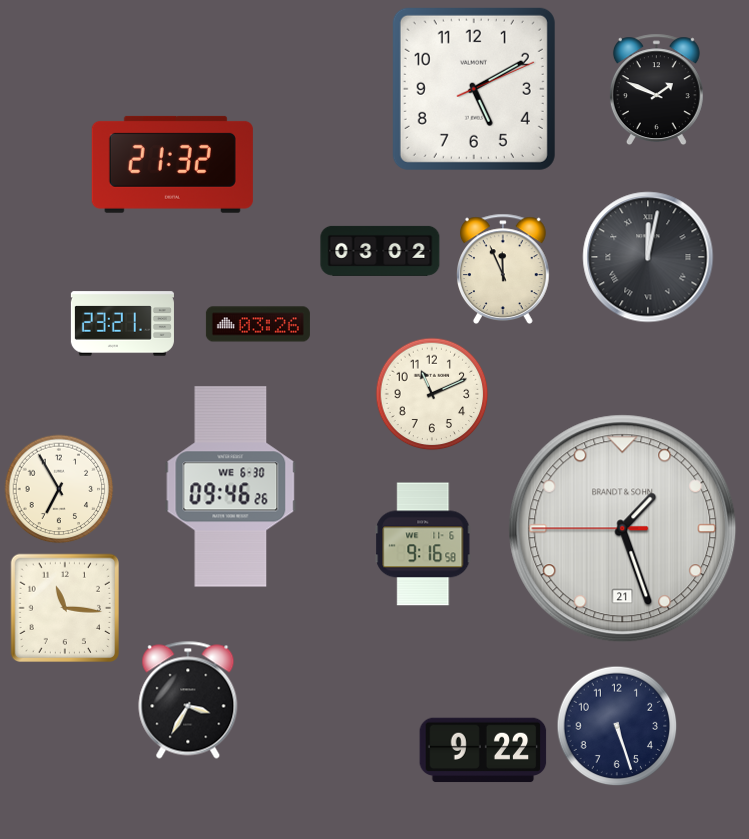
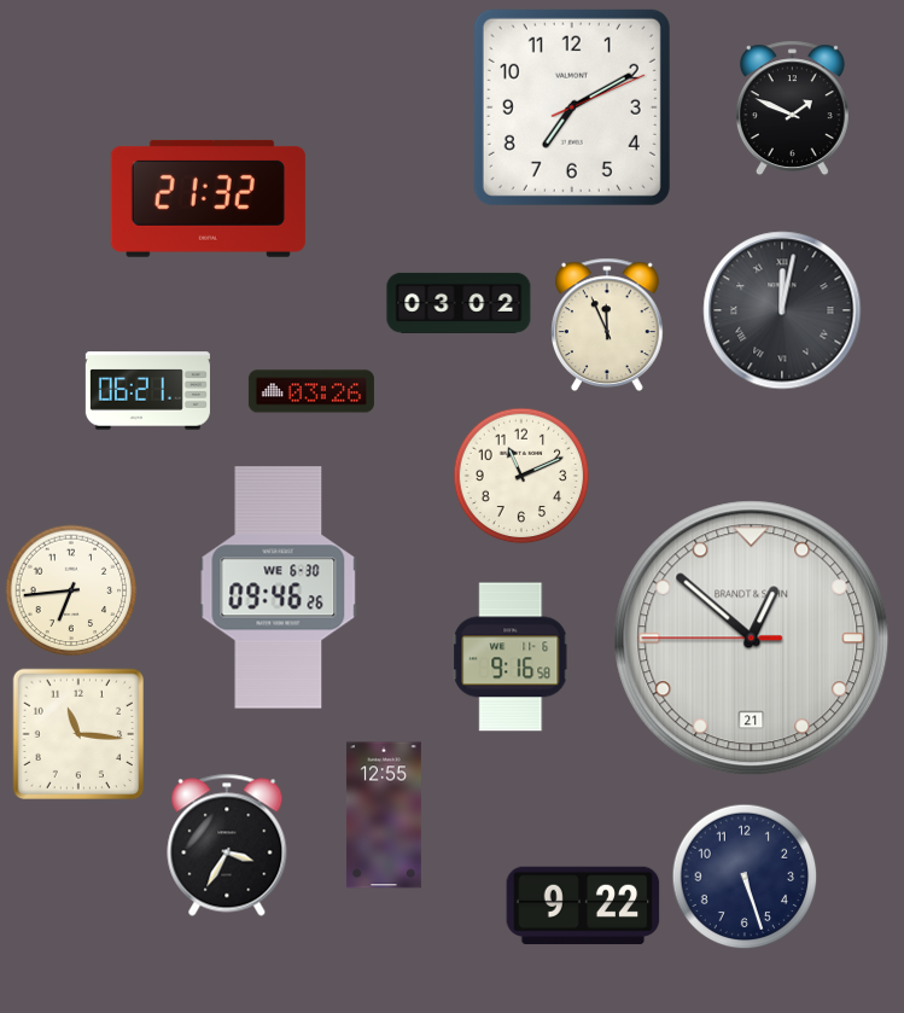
clock at (474, 89): 5:10 -> 7:10
clock at (122, 324): 23:21 -> 06:21
clock at (59, 489): 6:55 -> 6:44
clock at (623, 529): 1:26 -> 12:51
clock at (384, 815): none -> 12:55
